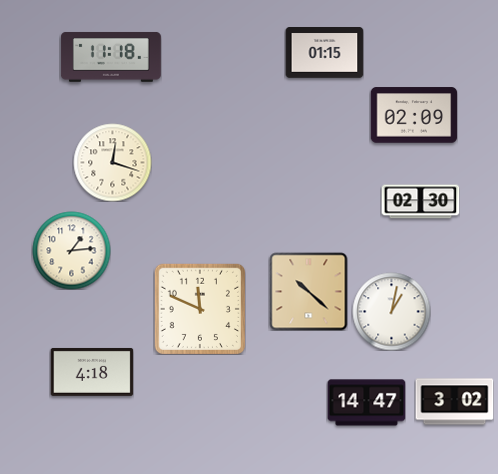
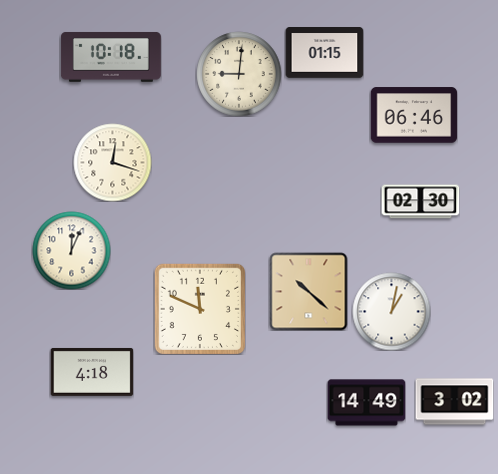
clock at (111, 57): 11:18 -> 10:18
clock at (239, 74): none -> 9:01
clock at (414, 115): 02:09 -> 06:46
clock at (71, 250): 1:14 -> 12:04
clock at (366, 403): 14:47 -> 14:49
